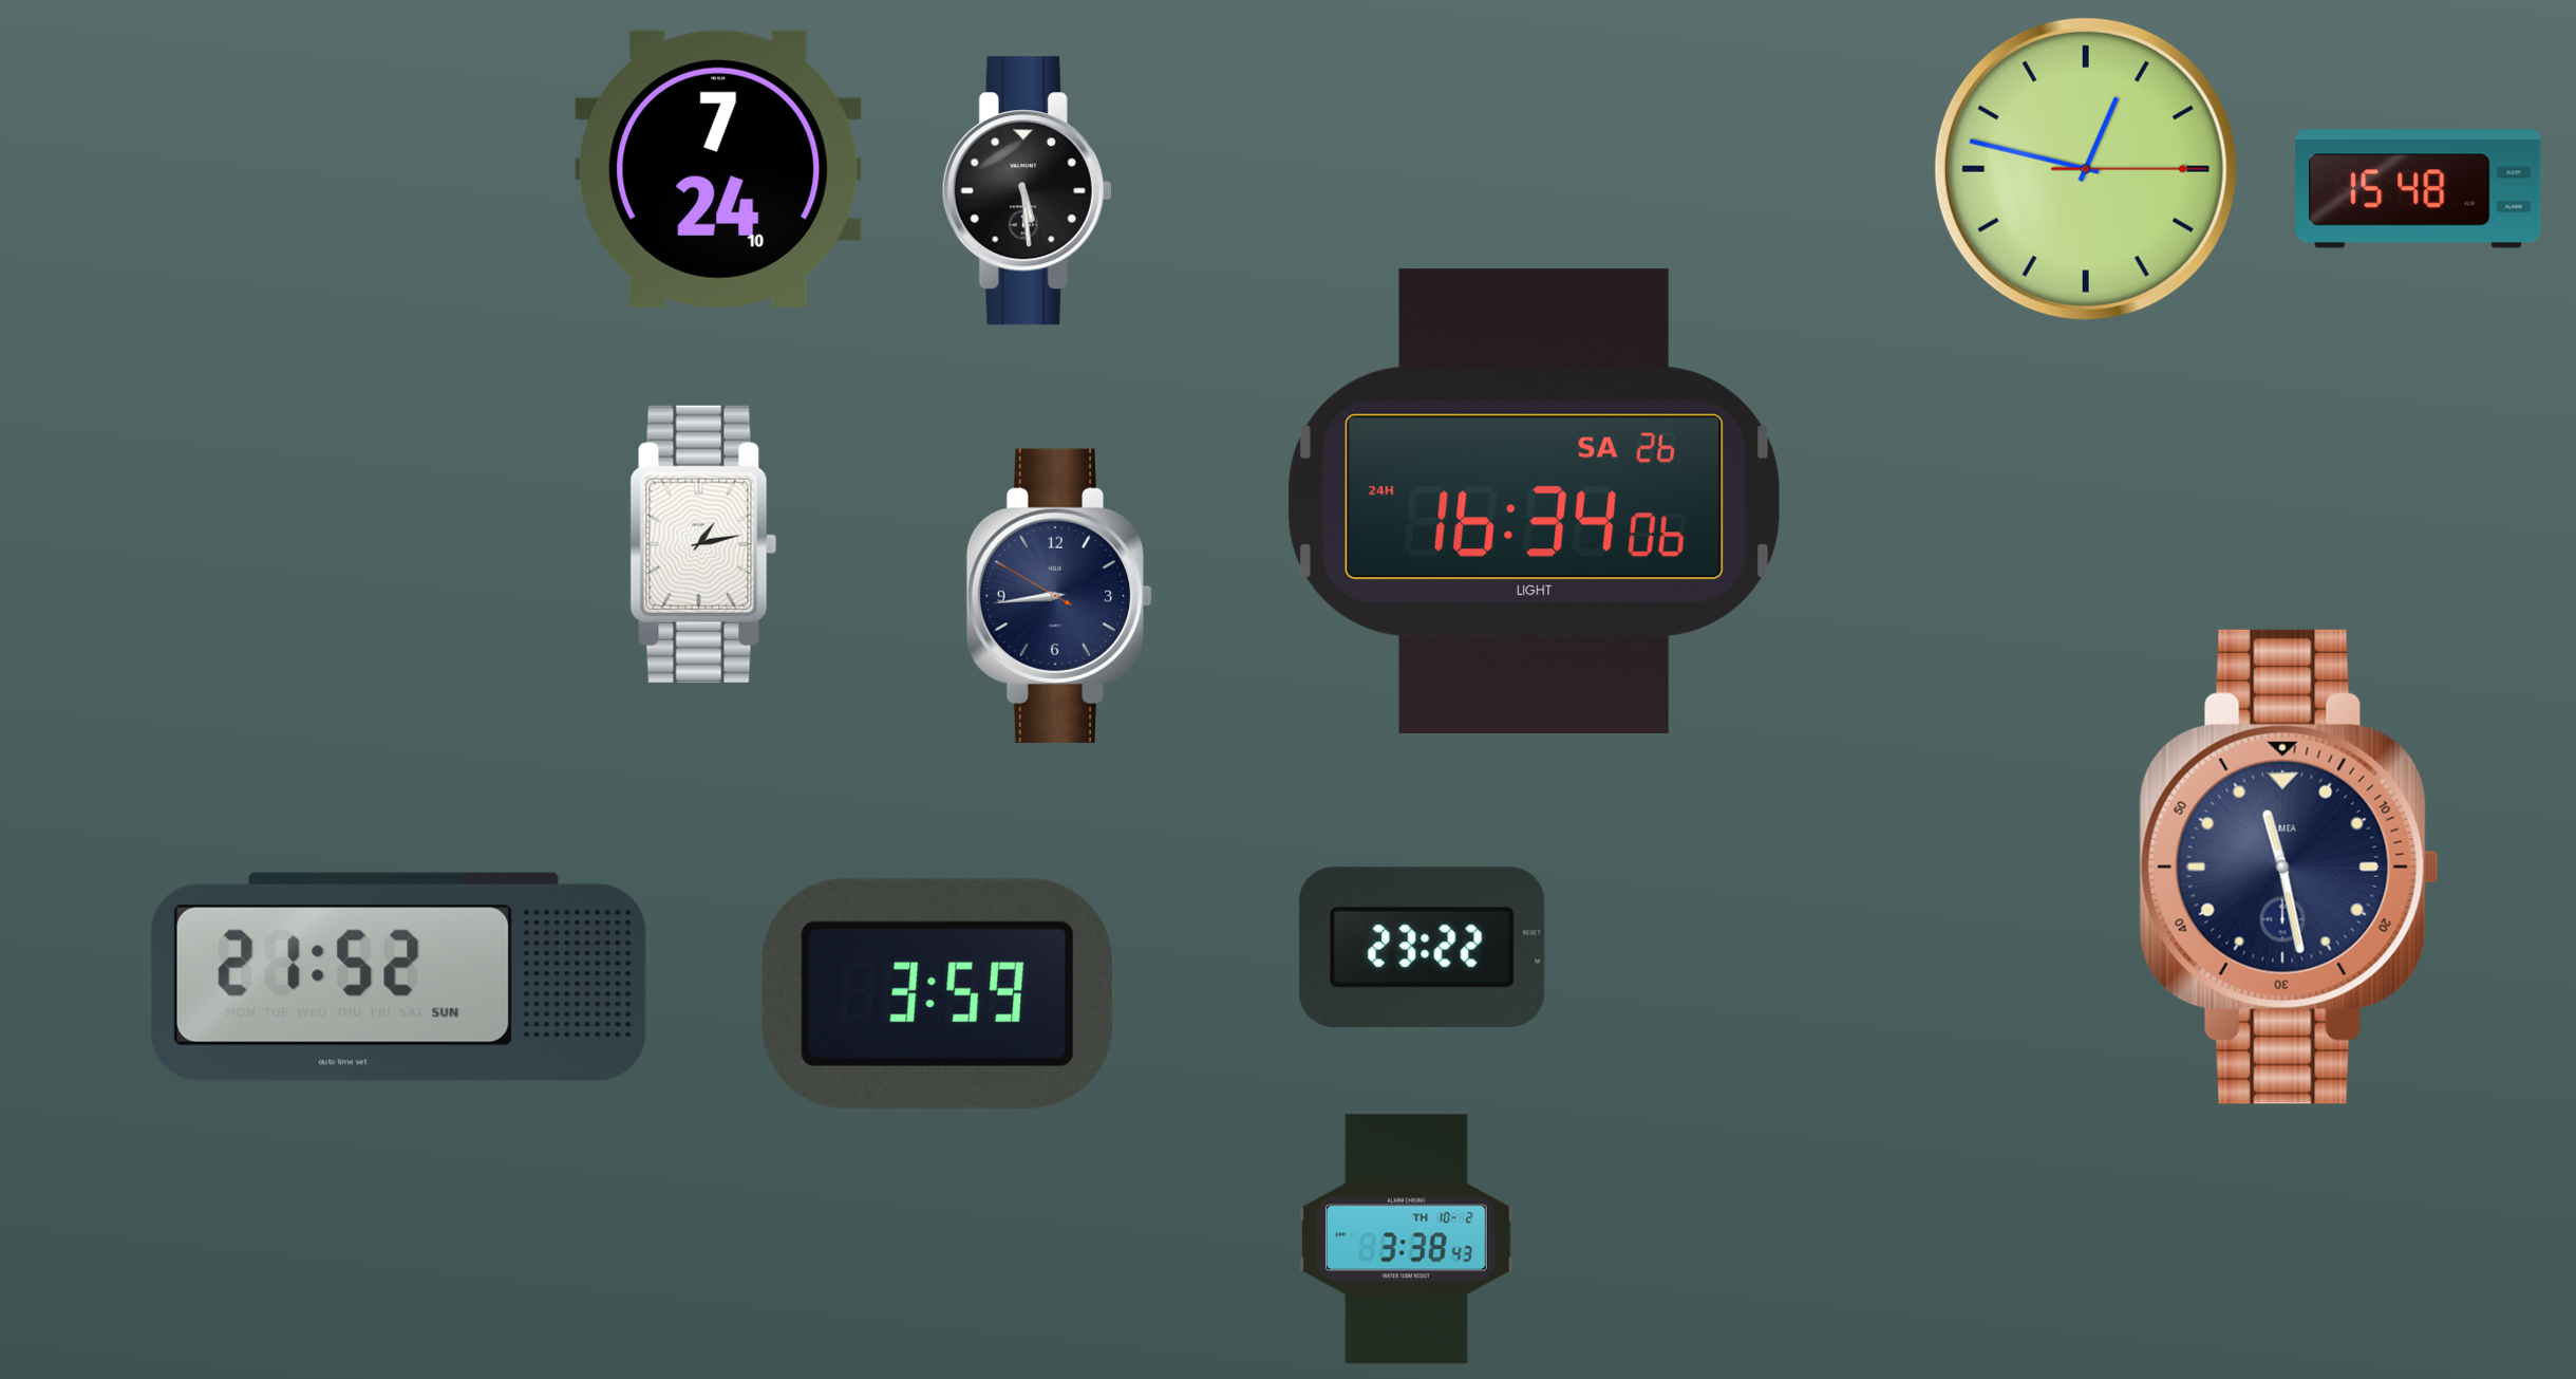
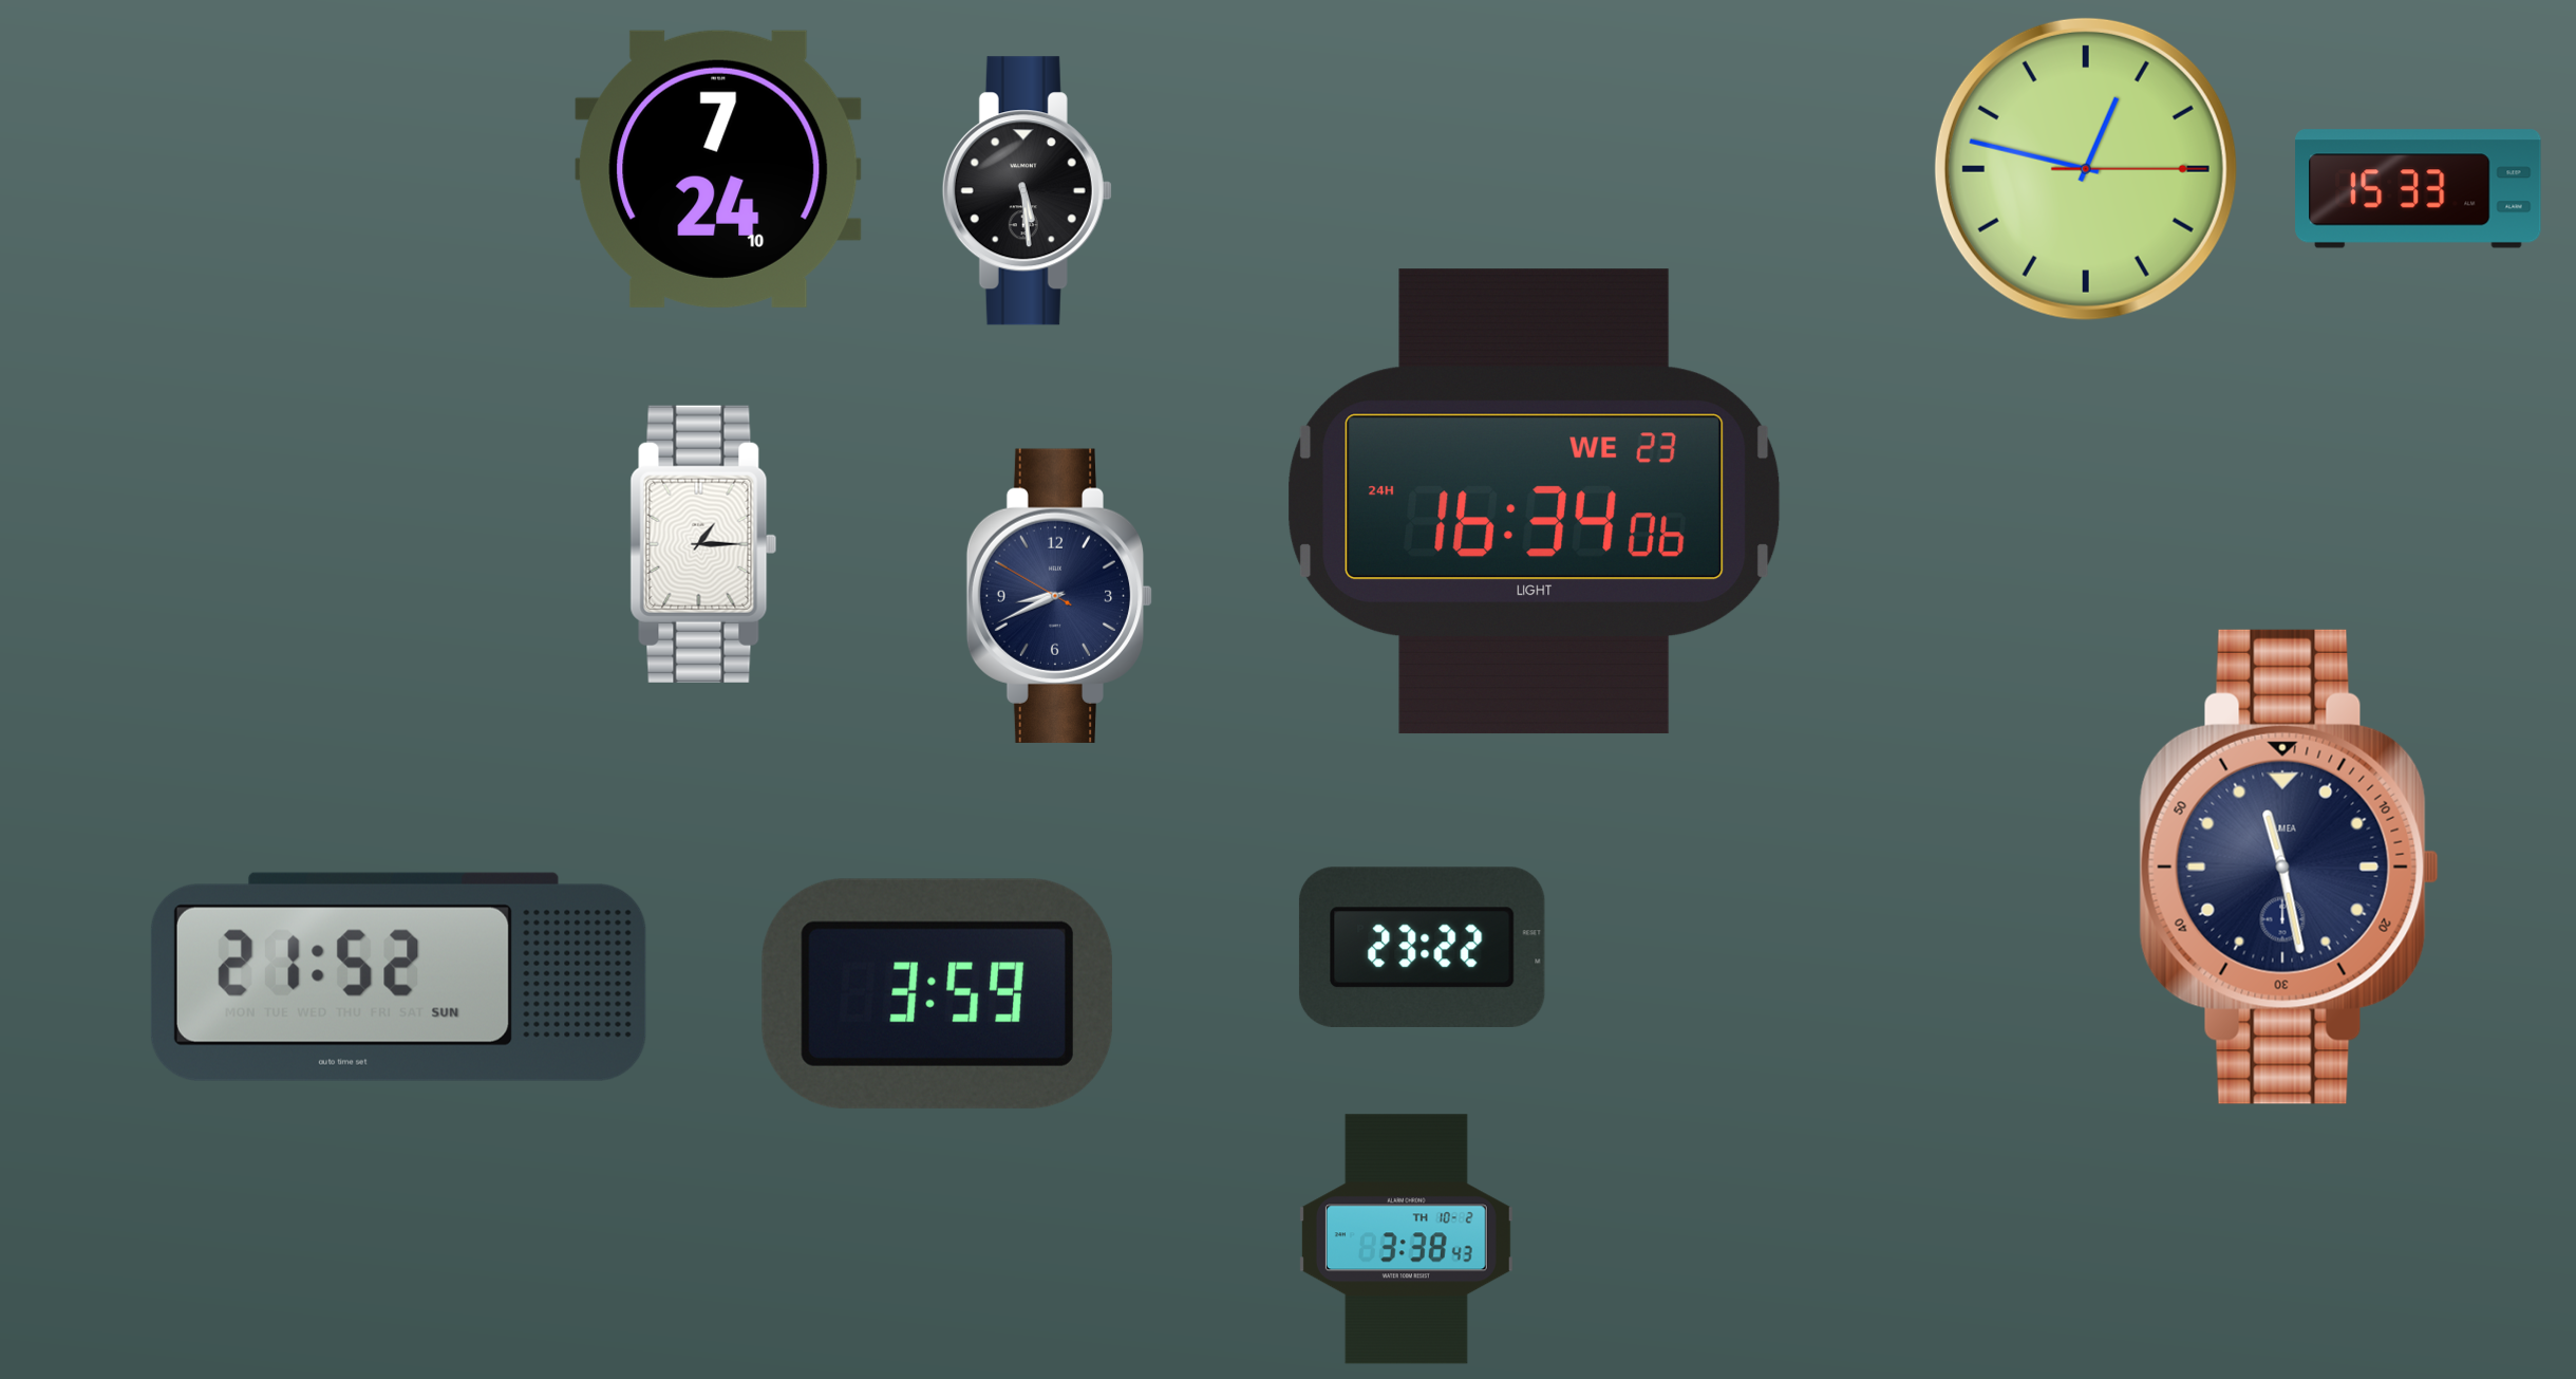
clock at (2419, 189): 15:48 -> 15:33
clock at (1535, 502) date: SA 26 -> WE 23
clock at (703, 544): 1:13 -> 1:15
clock at (1059, 596): 8:43 -> 8:40
